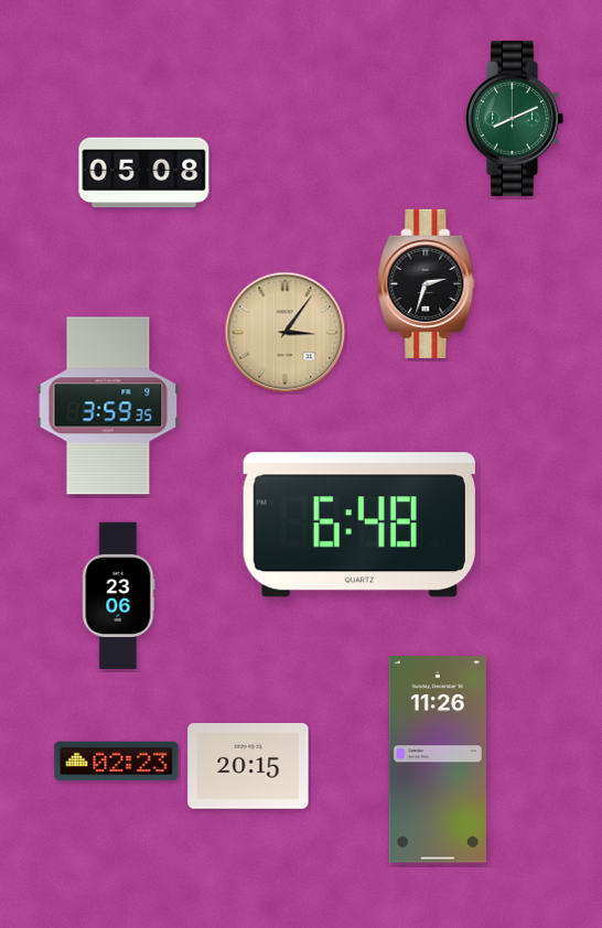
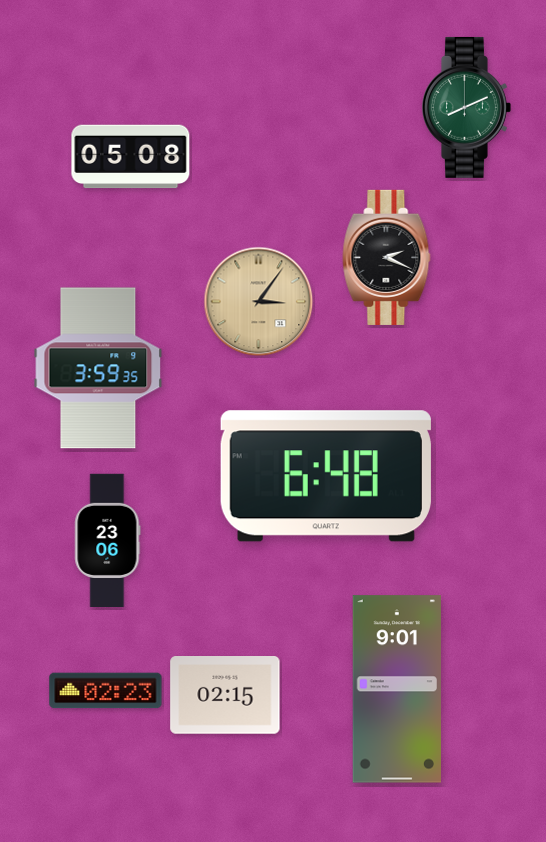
clock at (427, 283): 2:33 -> 2:19
clock at (437, 759): 11:26 -> 9:01
clock at (248, 767): 20:15 -> 02:15
